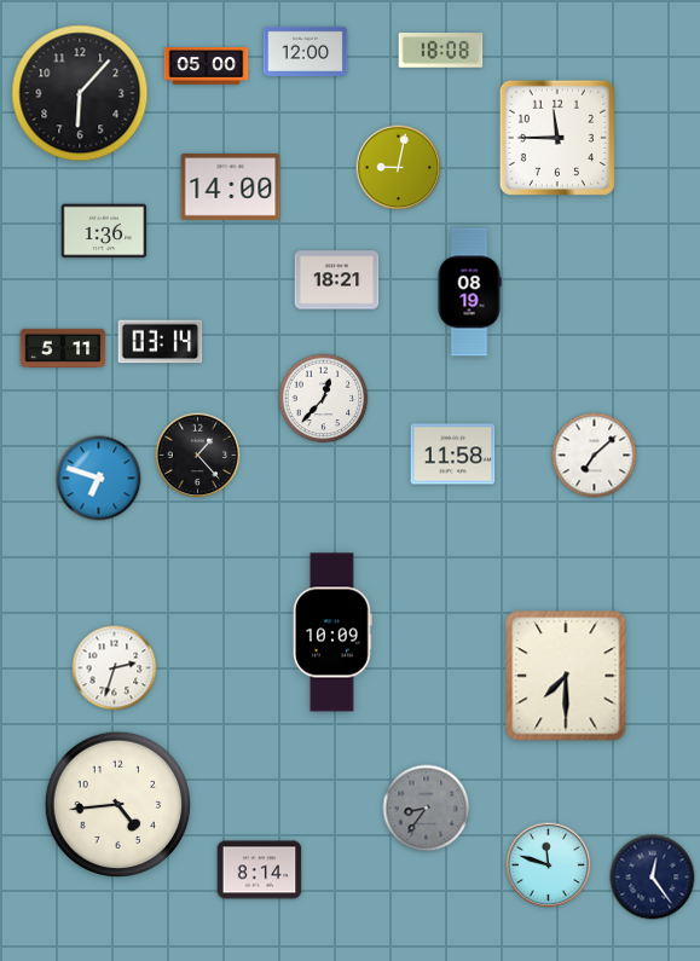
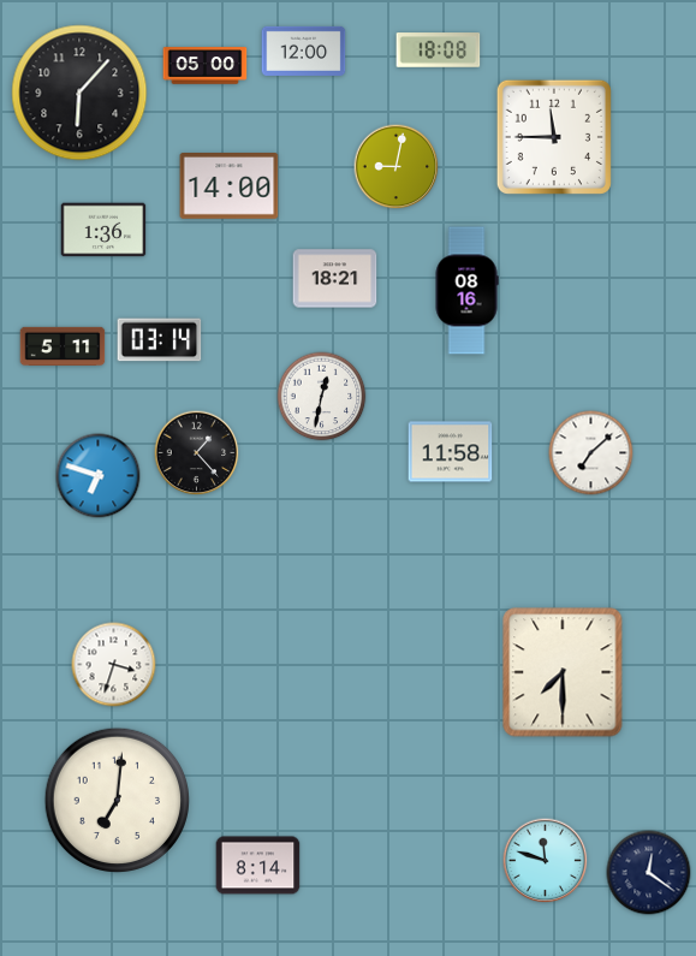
clock at (469, 293): 08:19 -> 08:16
clock at (324, 399): 12:37 -> 12:32
clock at (332, 632): 10:09 -> none
clock at (115, 668): 2:33 -> 3:33
clock at (118, 805): 4:44 -> 7:01
clock at (427, 809): 8:36 -> none
clock at (653, 878): 12:24 -> 12:21
